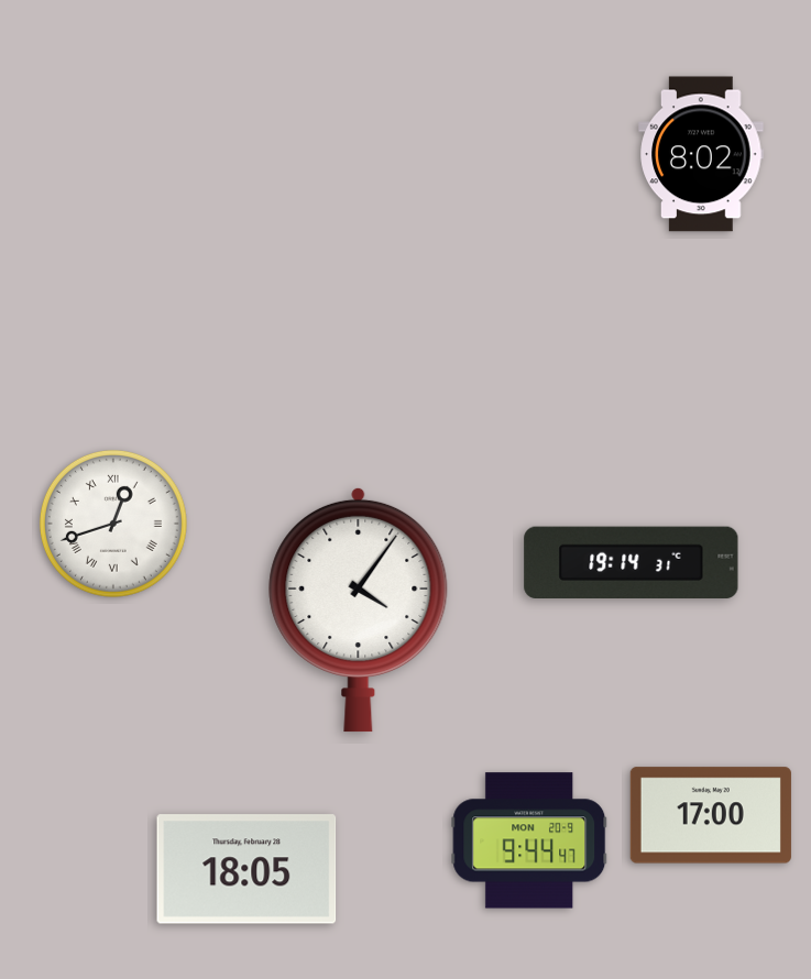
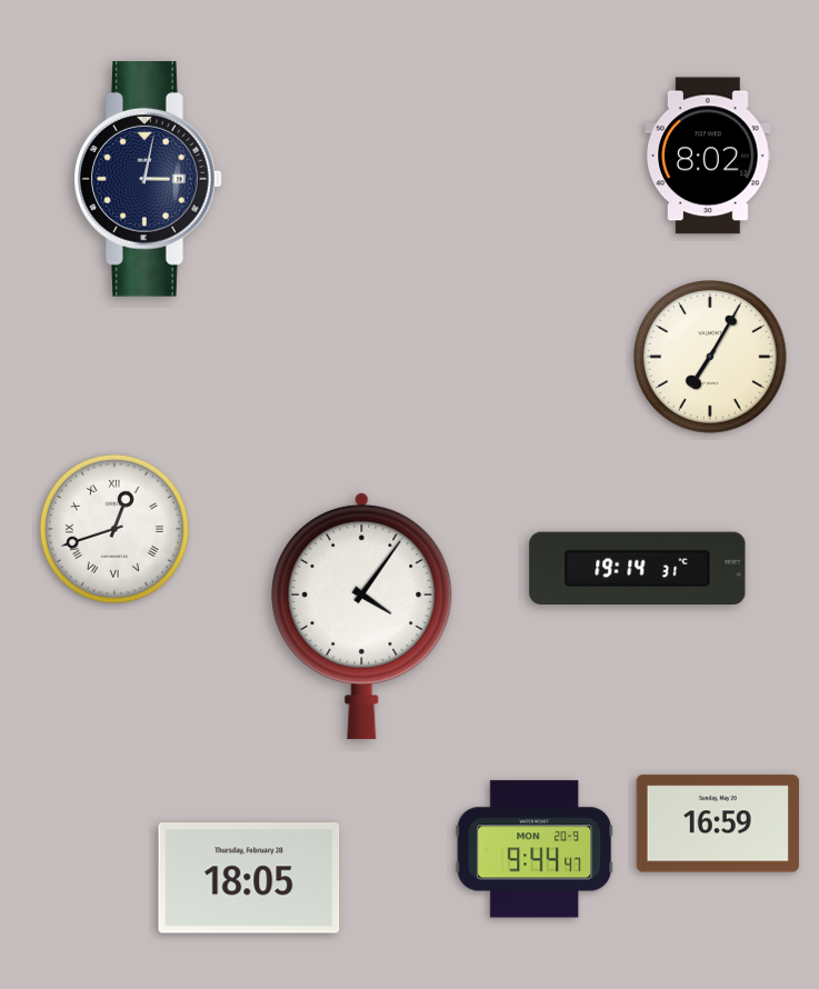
clock at (148, 180): none -> 3:02
clock at (710, 357): none -> 7:05
clock at (711, 815): 17:00 -> 16:59
